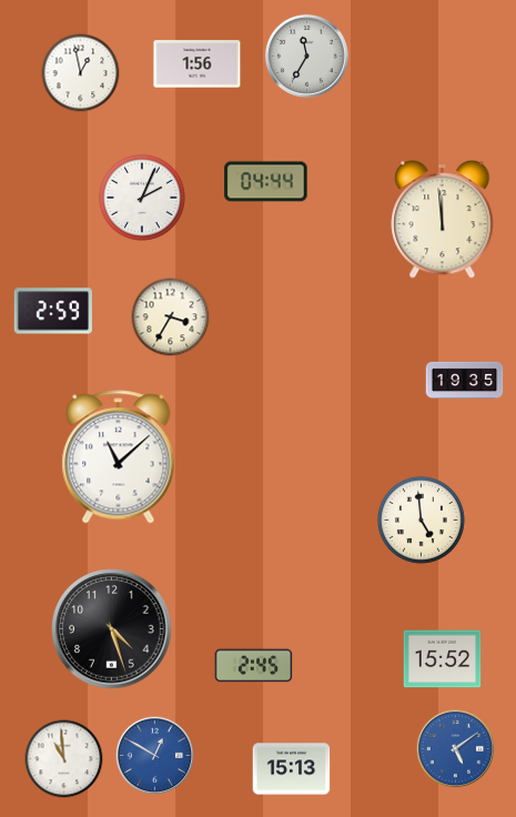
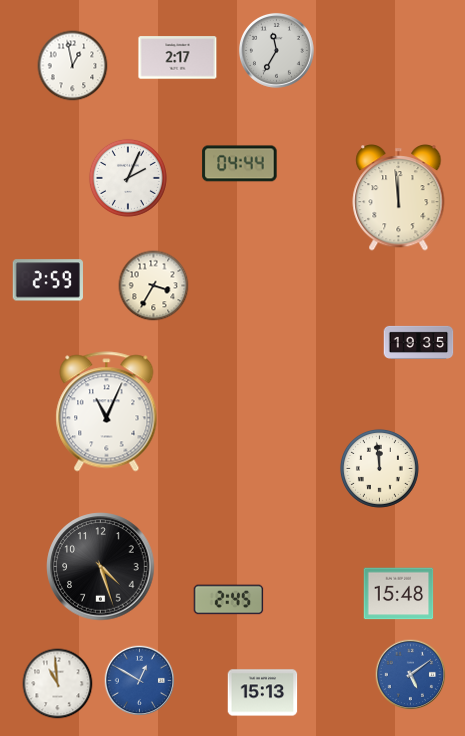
clock at (198, 64): 1:56 -> 2:17
clock at (119, 457): 11:08 -> 11:04
clock at (421, 520): 4:59 -> 11:59
clock at (443, 659): 15:52 -> 15:48
